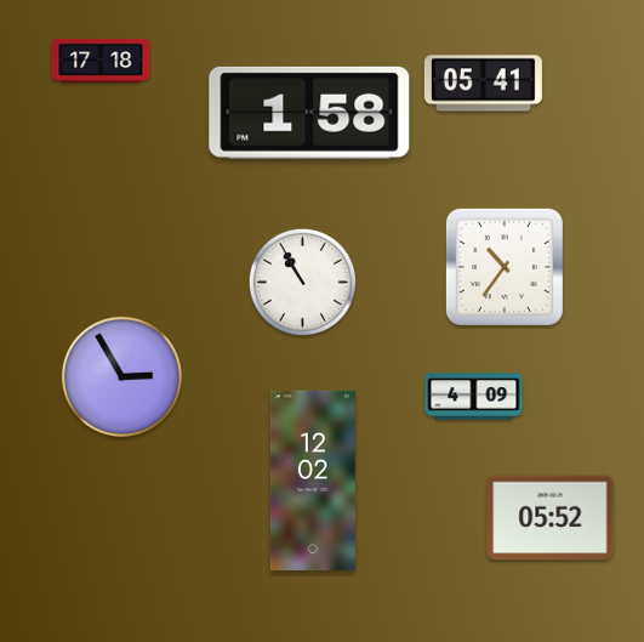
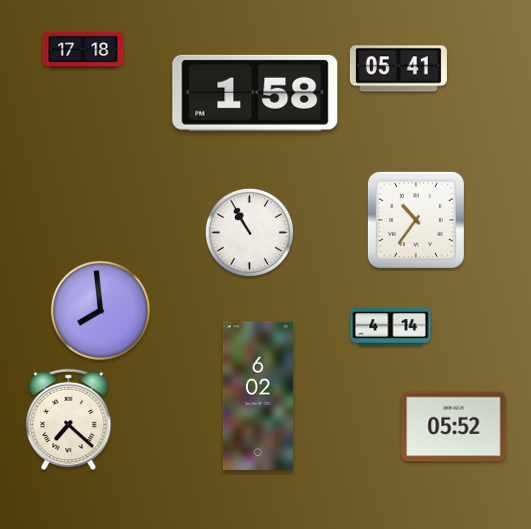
clock at (121, 376): 2:55 -> 7:59
clock at (474, 397): 4:09 -> 4:14
clock at (313, 479): 12:02 -> 6:02
clock at (69, 419): none -> 7:22
